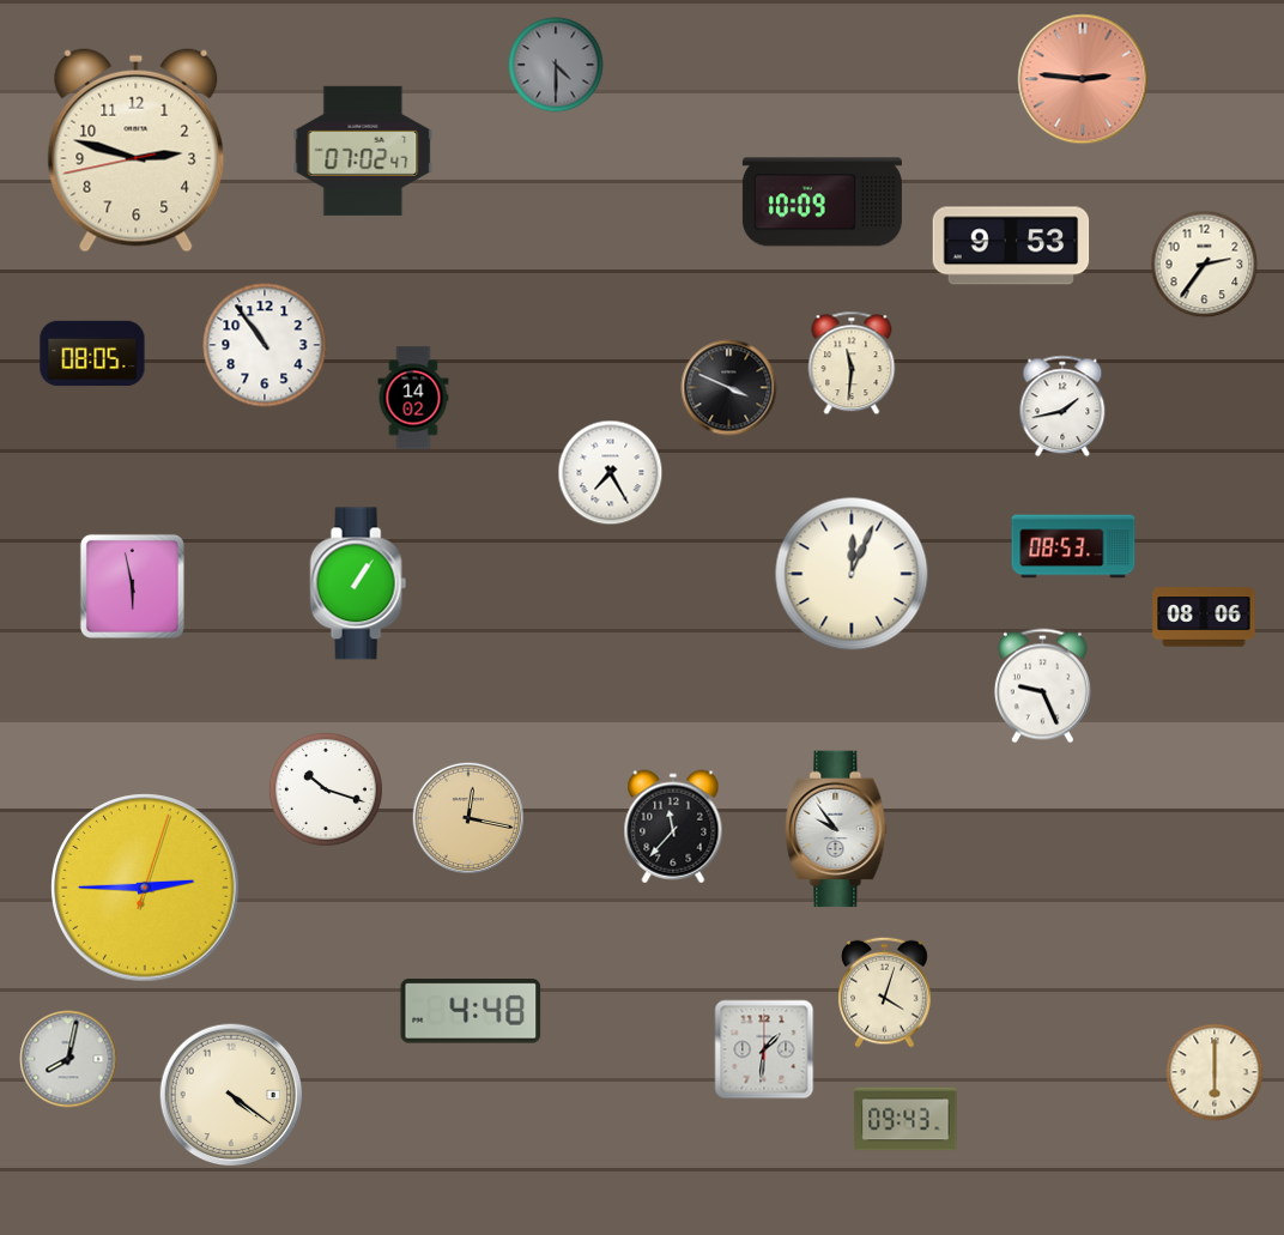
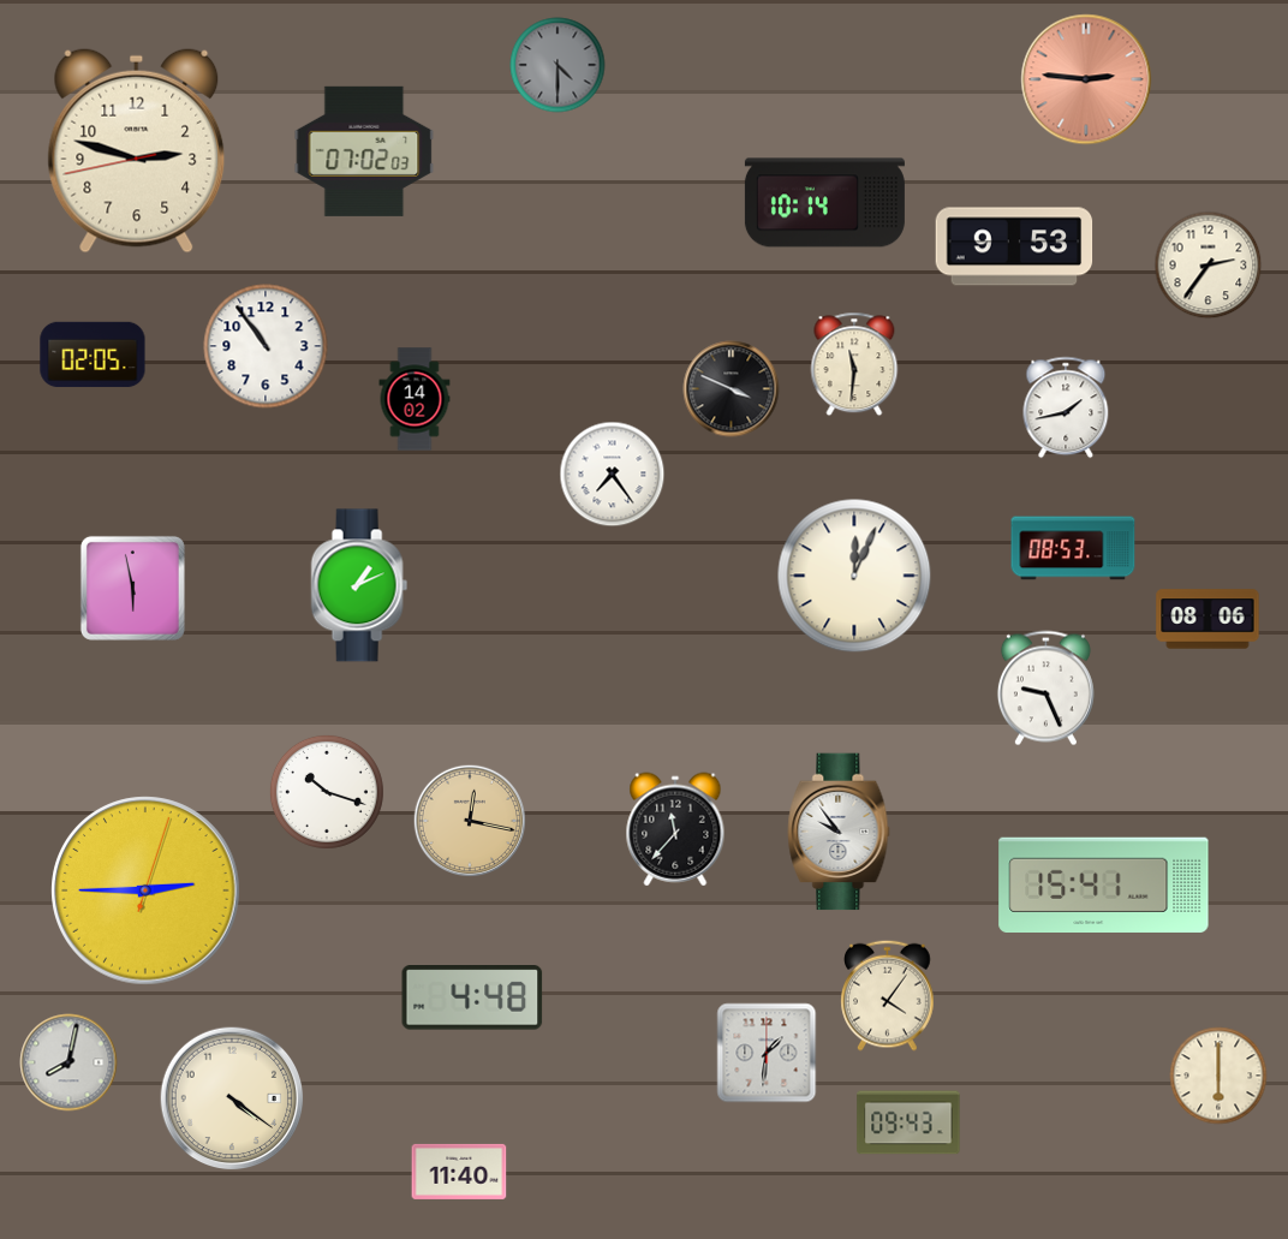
clock at (363, 151): 07:02:47 -> 07:02:03
clock at (822, 202): 10:09 -> 10:14
clock at (92, 353): 08:05 -> 02:05
clock at (611, 473): 7:25 -> 7:24
clock at (1073, 546) position: (1073, 546) -> (1073, 548)
clock at (358, 583): 1:06 -> 1:11
clock at (1104, 884): none -> 15:41
clock at (885, 992): 4:03 -> 4:06
clock at (471, 1012) position: (471, 1012) -> (472, 999)
clock at (459, 1172): none -> 11:40
